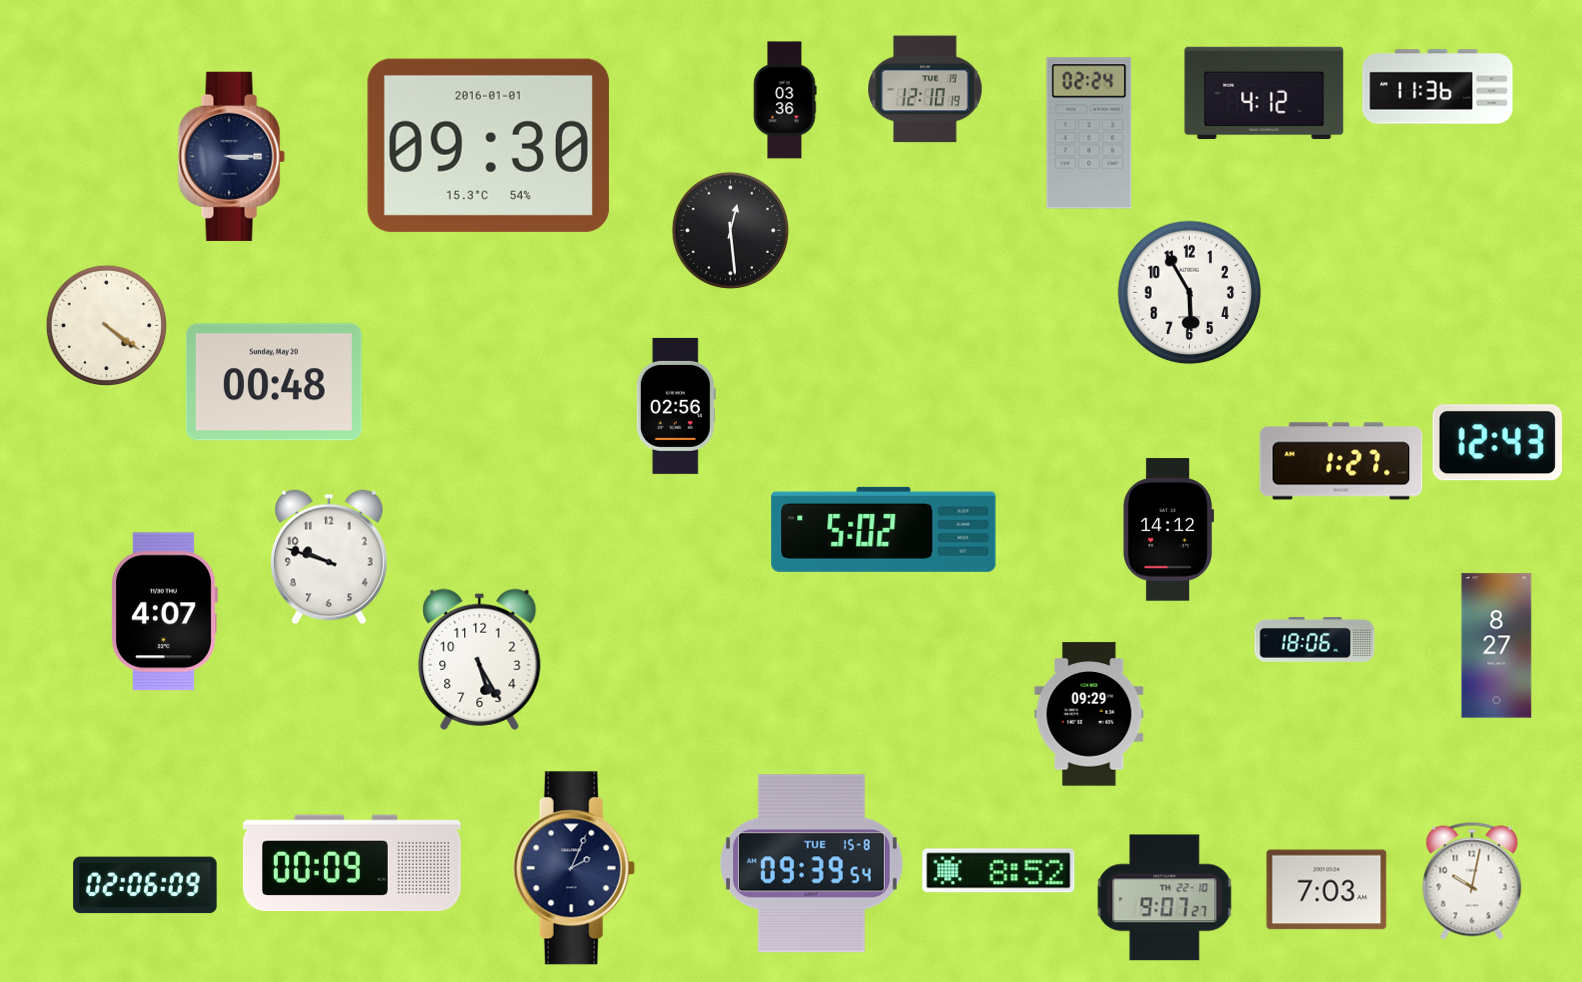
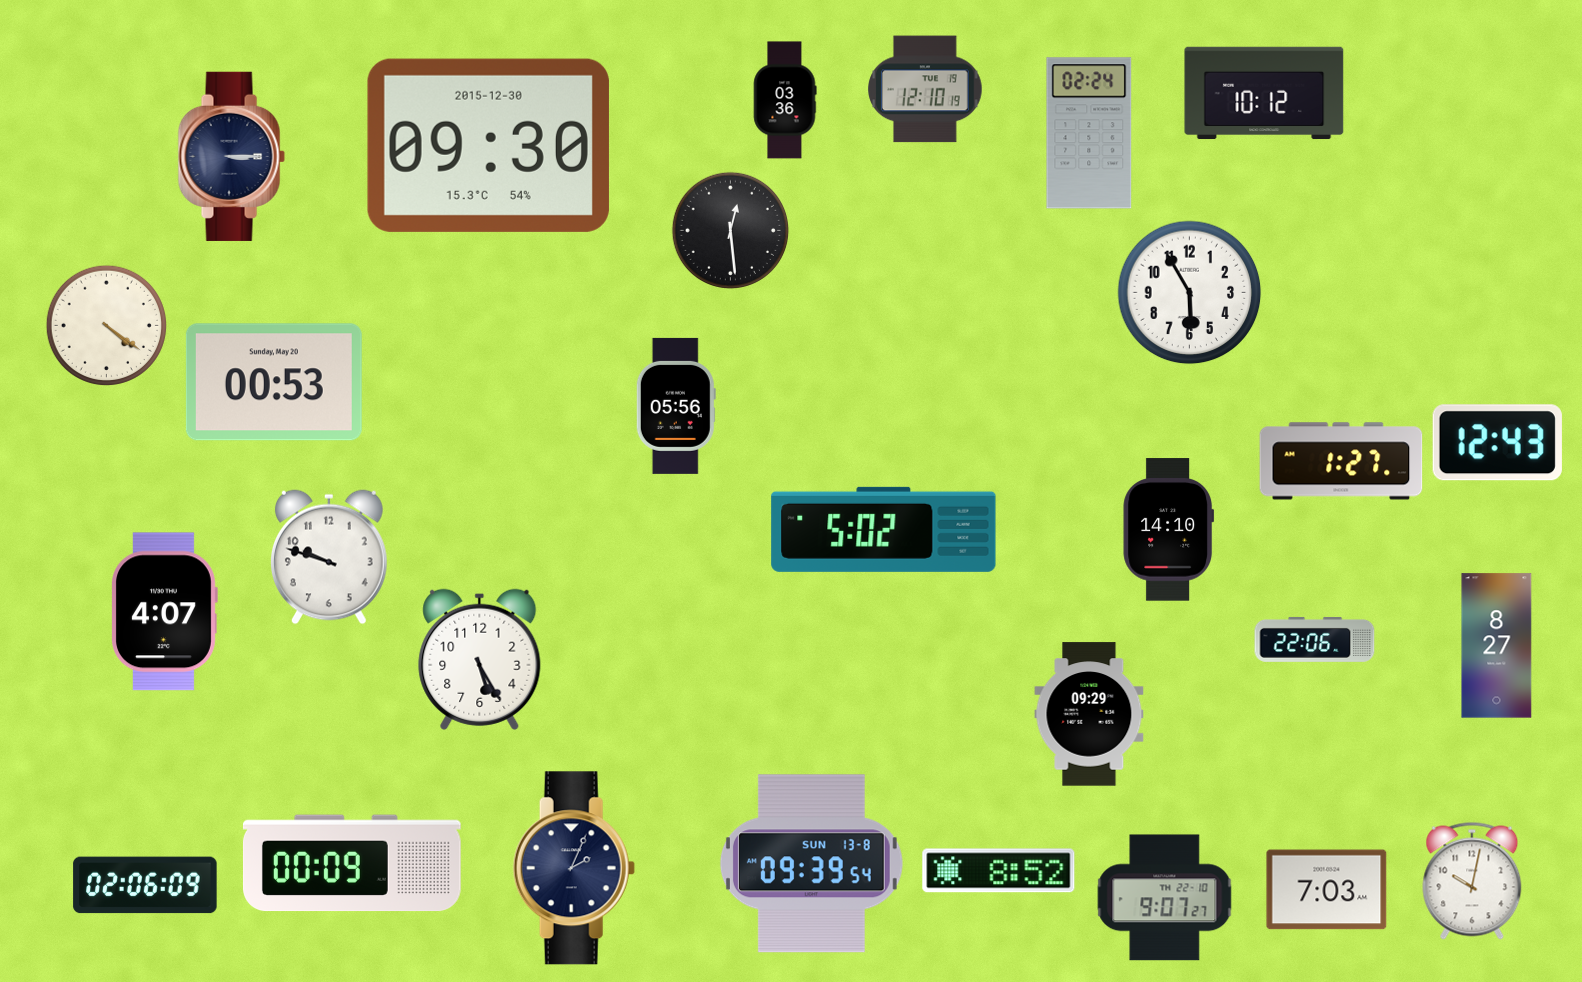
clock at (1438, 87): 11:36 -> none
clock at (1264, 93): 4:12 -> 10:12
clock at (488, 145) date: 2016-01-01 -> 2015-12-30
clock at (274, 382): 00:48 -> 00:53
clock at (676, 406): 02:56 -> 05:56
clock at (1169, 530): 14:12 -> 14:10
clock at (1315, 639): 18:06 -> 22:06
clock at (811, 864) date: TUE 15-8 -> SUN 13-8
